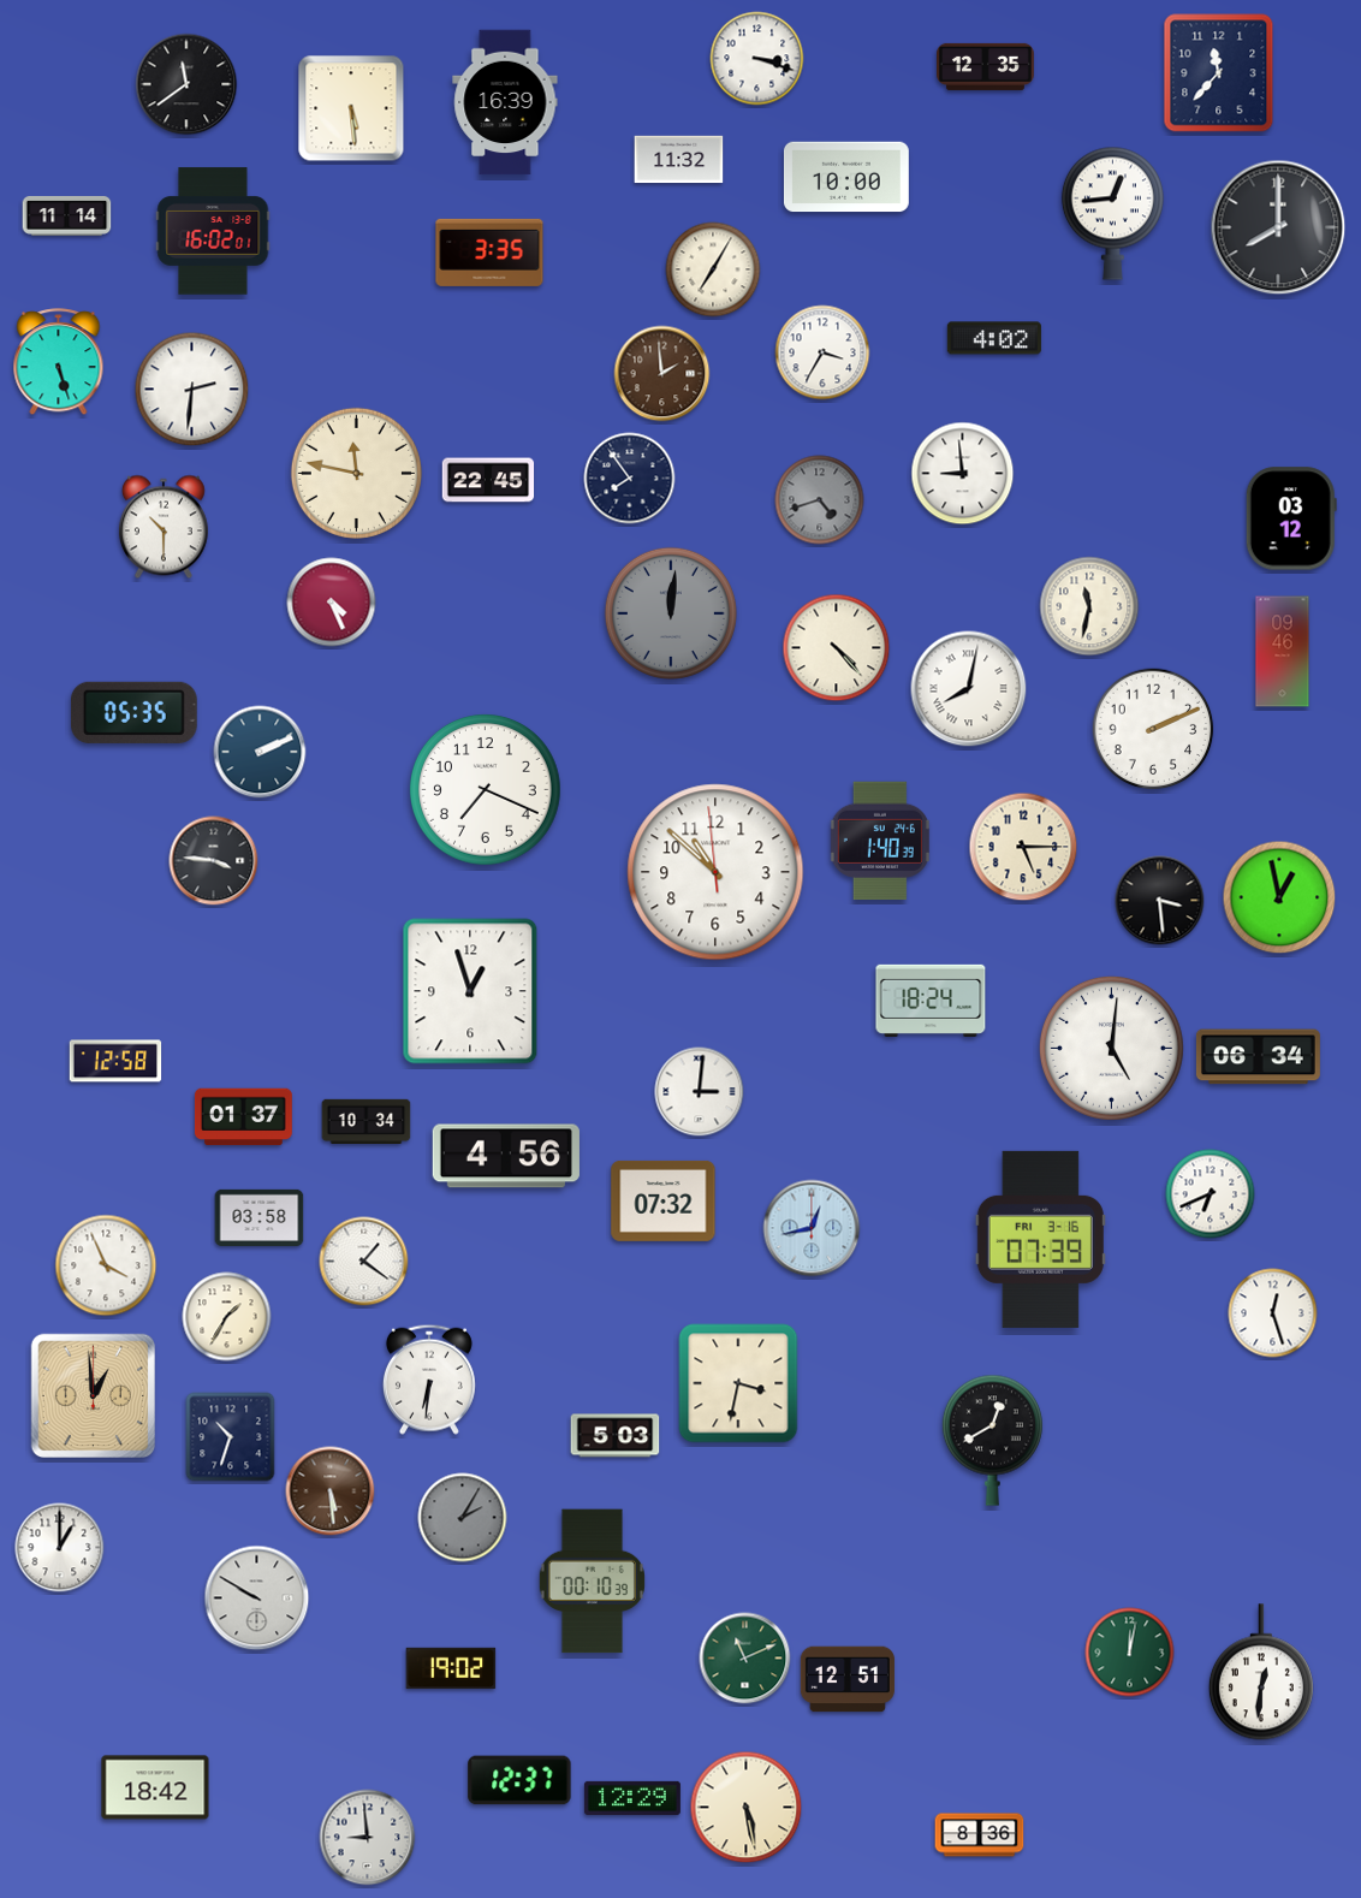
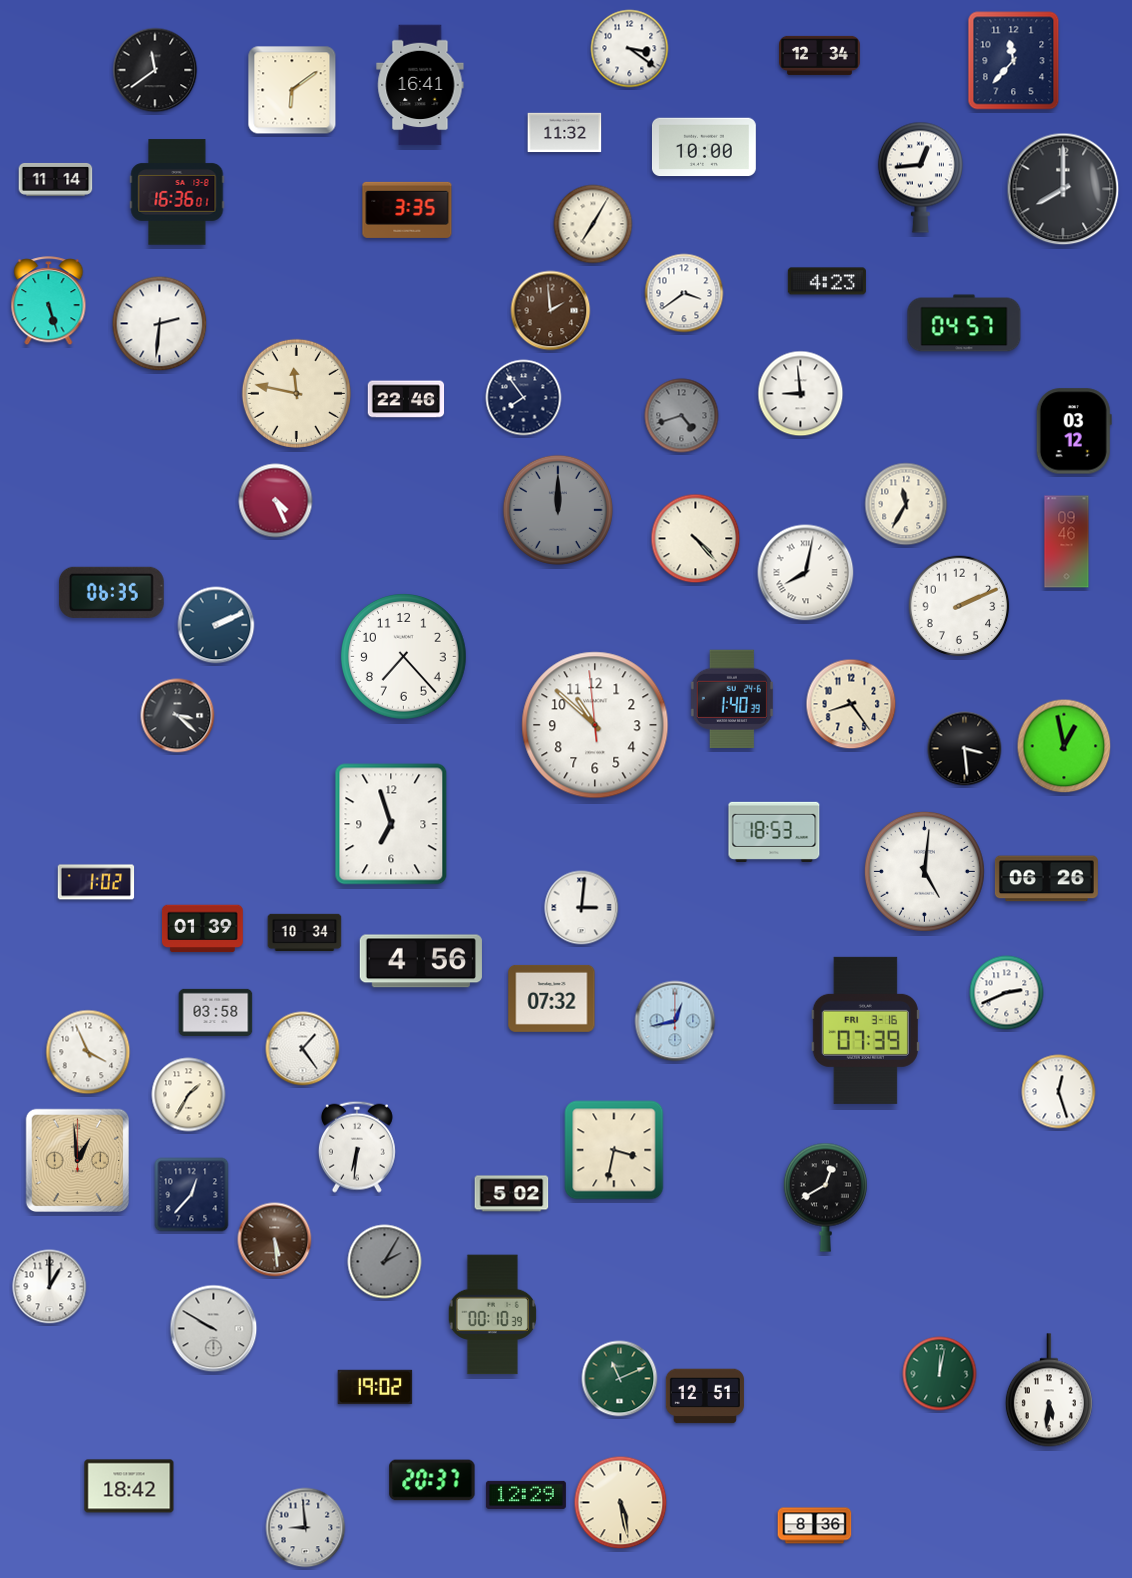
clock at (757, 59): 3:18 -> 3:21
clock at (986, 66): 12:35 -> 12:34
clock at (505, 102): 16:39 -> 16:41
clock at (351, 108): 5:29 -> 6:09
clock at (1112, 213) position: (1112, 213) -> (920, 177)
clock at (213, 231): 16:02 -> 16:36
clock at (994, 338): 4:02 -> 4:23
clock at (822, 352): 3:35 -> 3:39
clock at (964, 323): none -> 04:57
clock at (488, 480): 22:45 -> 22:46
clock at (164, 527): 10:30 -> none
clock at (1089, 606): 11:32 -> 11:35
clock at (671, 613): 12:01 -> 12:00
clock at (133, 712): 05:35 -> 06:35
clock at (486, 790): 7:19 -> 7:23
clock at (1023, 847): 5:15 -> 8:24
clock at (214, 861): 3:46 -> 3:22
clock at (470, 991): 12:57 -> 6:57
clock at (931, 1001): 18:24 -> 18:53
clock at (1258, 1057): 06:34 -> 06:26
clock at (115, 1061): 12:58 -> 1:02
clock at (243, 1117): 01:37 -> 01:39
clock at (1211, 1194): 6:41 -> 2:41
clock at (364, 1262): 1:21 -> 1:24
clock at (616, 1436): 5:03 -> 5:02
clock at (231, 1437): 10:33 -> 12:37
clock at (1261, 1672): 12:31 -> 5:31
clock at (519, 1780): 12:37 -> 20:37
